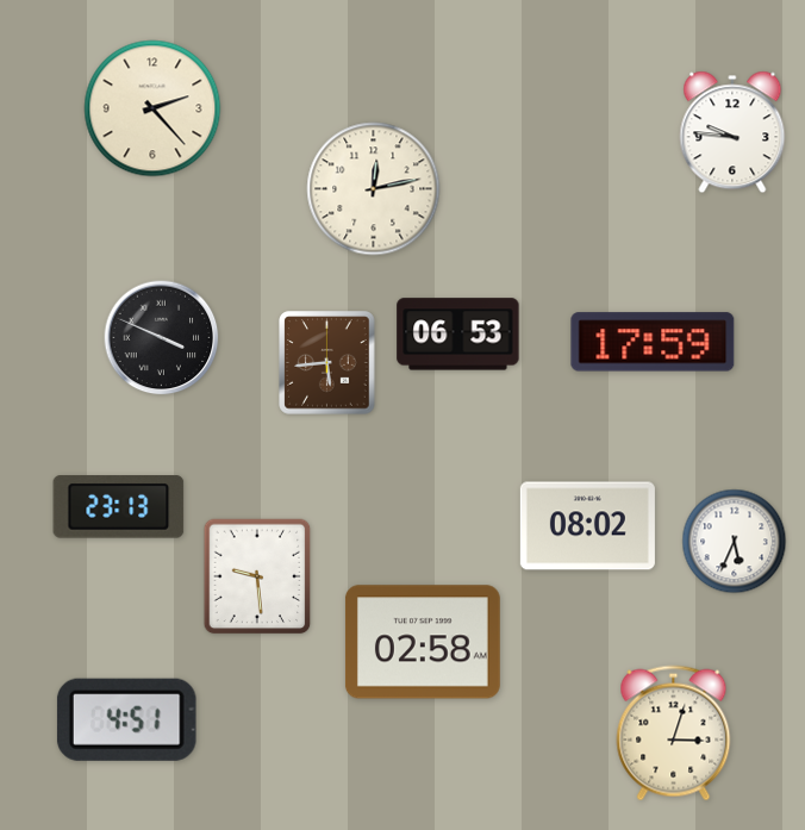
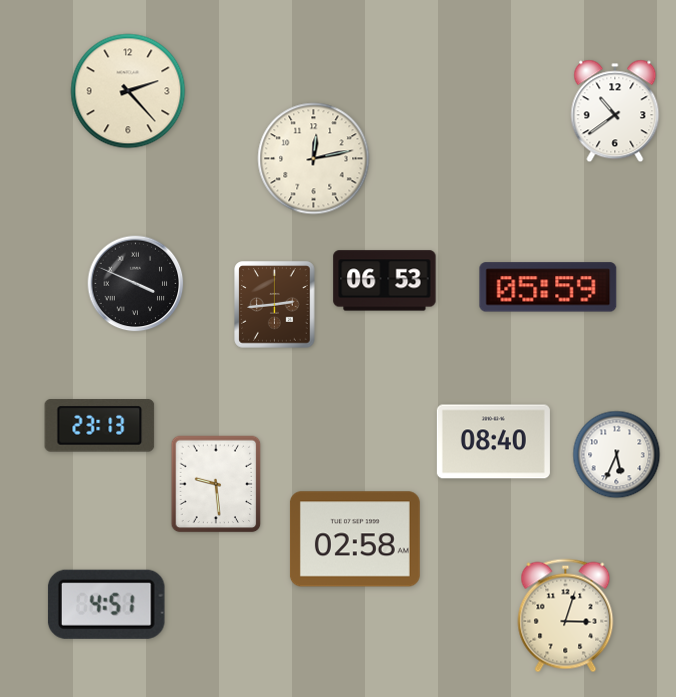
clock at (732, 132): 9:46 -> 10:39
clock at (653, 342): 17:59 -> 05:59
clock at (327, 363): 5:44 -> 2:44
clock at (587, 526): 08:02 -> 08:40
